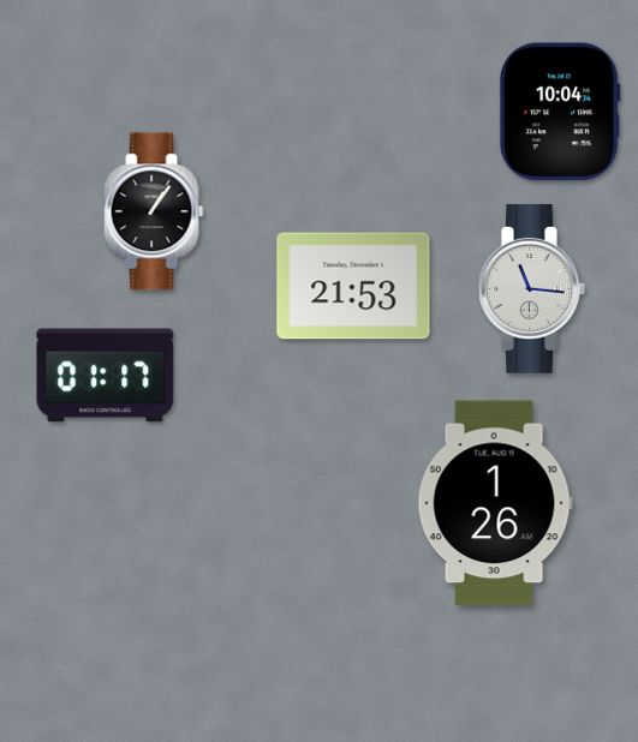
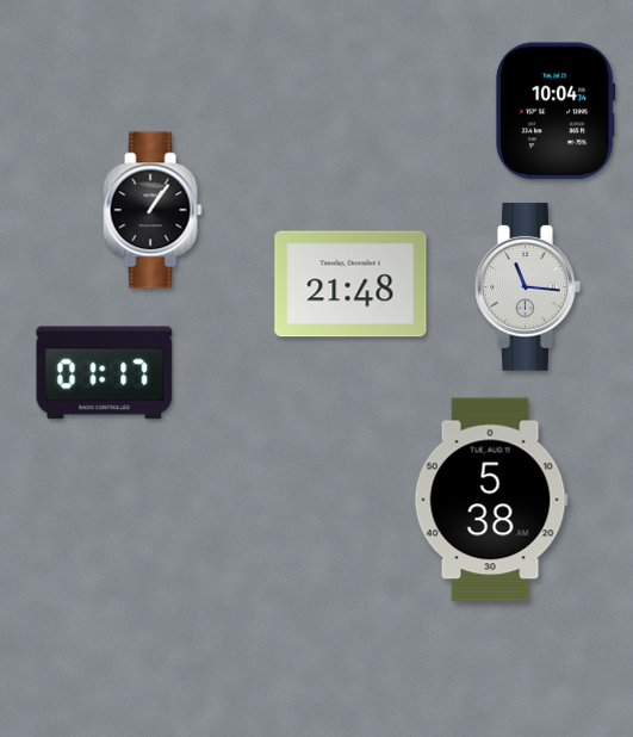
clock at (353, 286): 21:53 -> 21:48
clock at (495, 503): 1:26 -> 5:38
